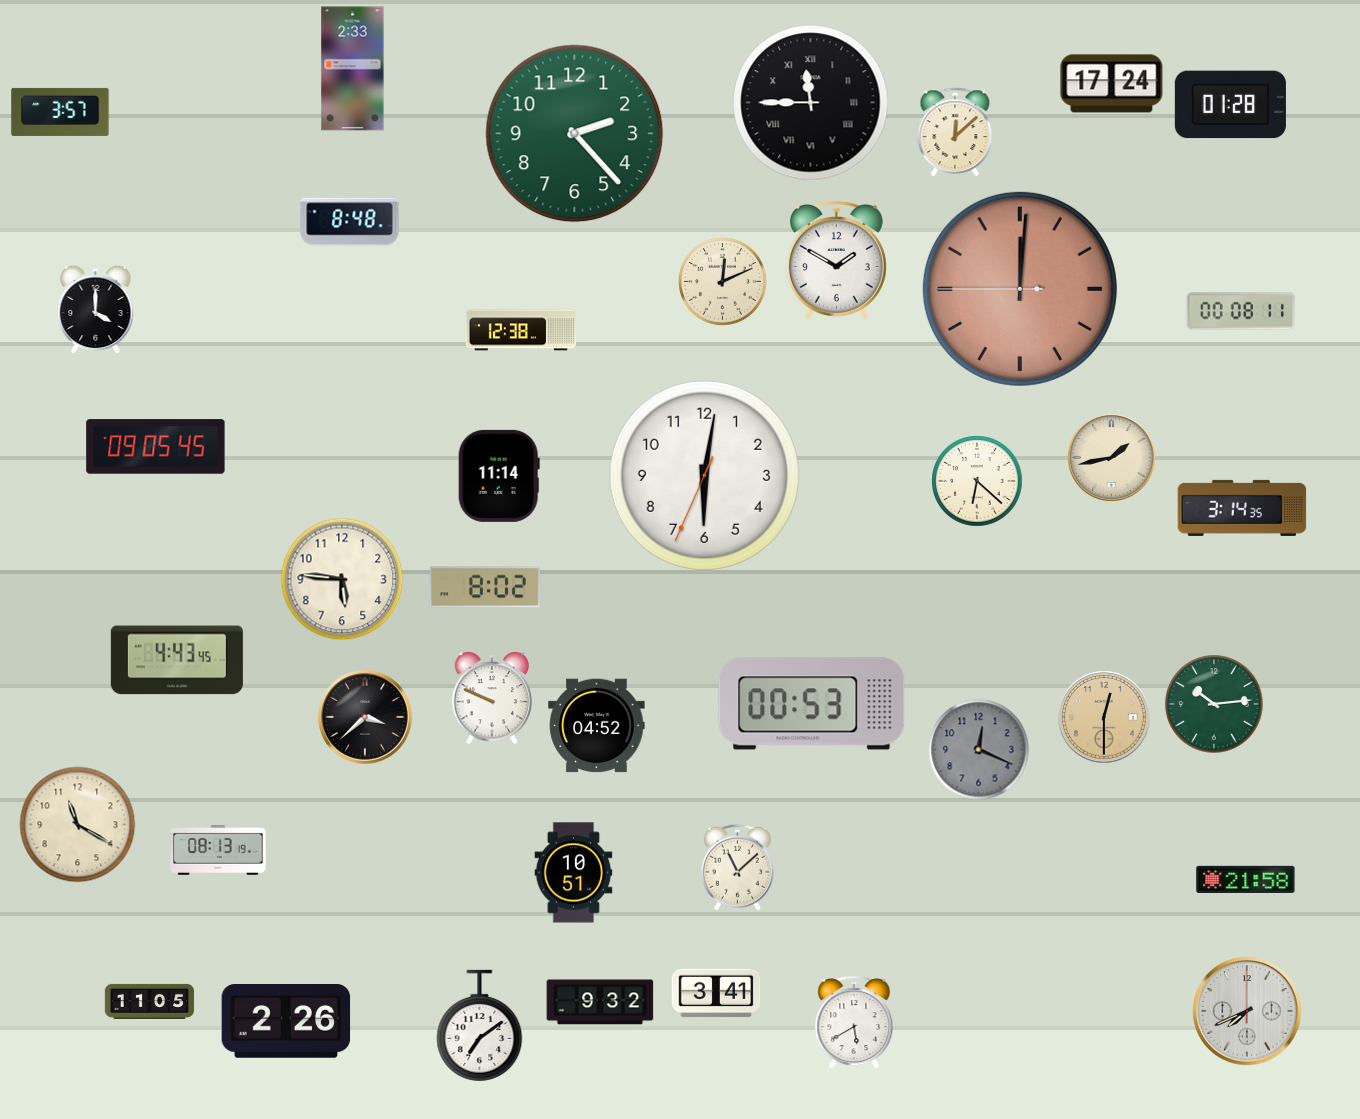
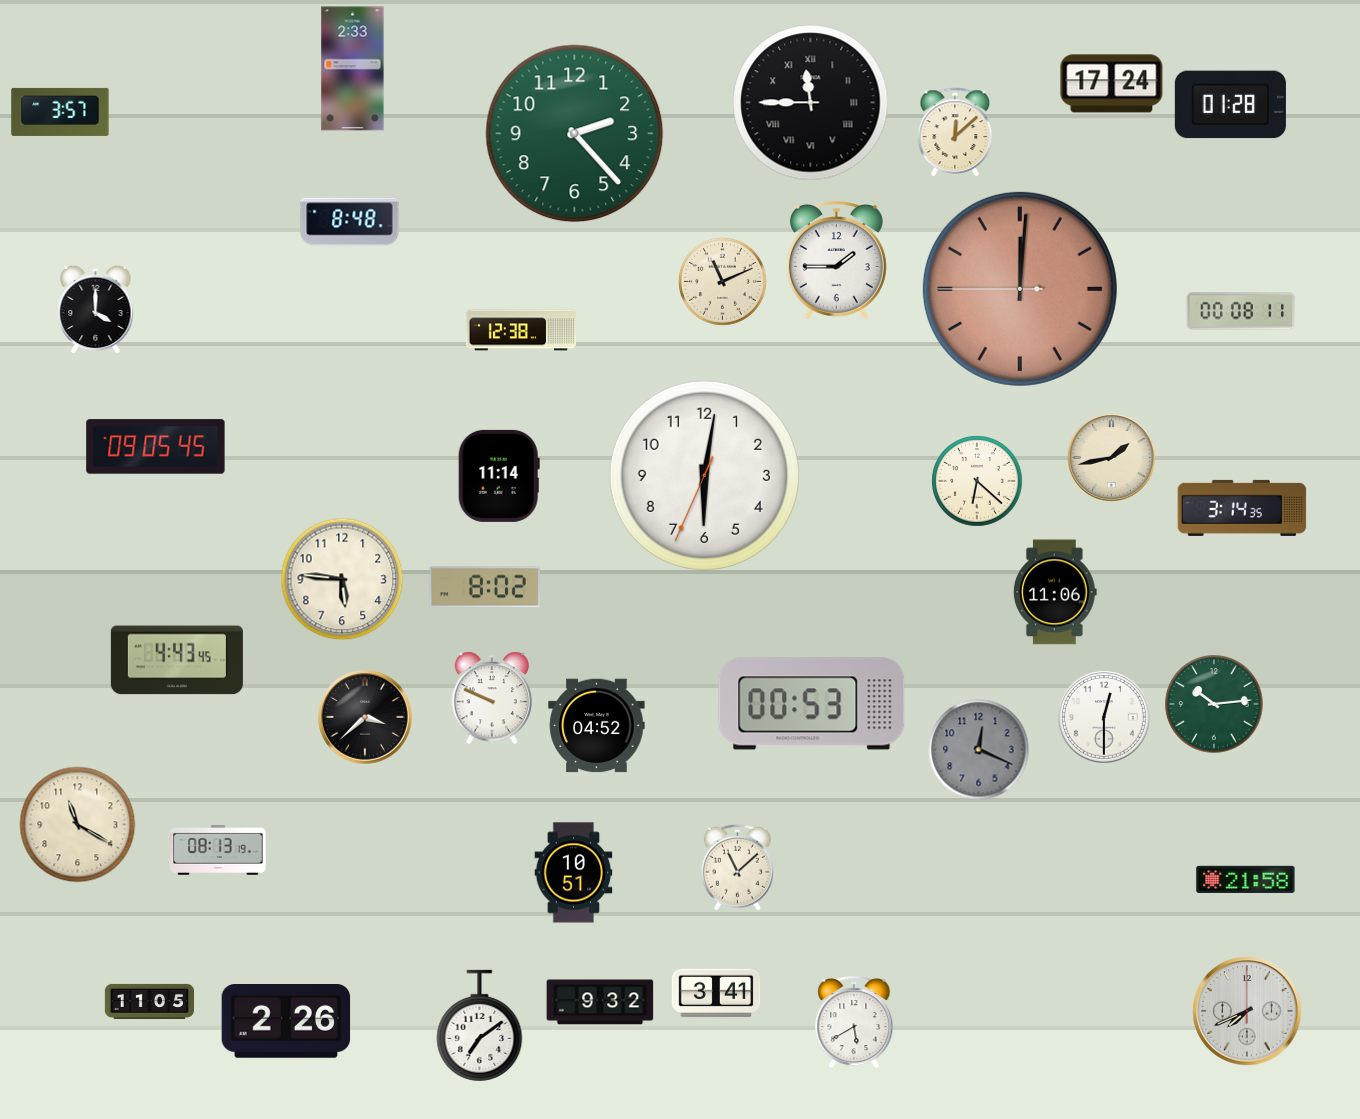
clock at (836, 261): 1:50 -> 1:45
clock at (722, 281): 12:11 -> 11:11
clock at (1055, 592): none -> 11:06
clock at (1105, 718) dial: champagne -> white
